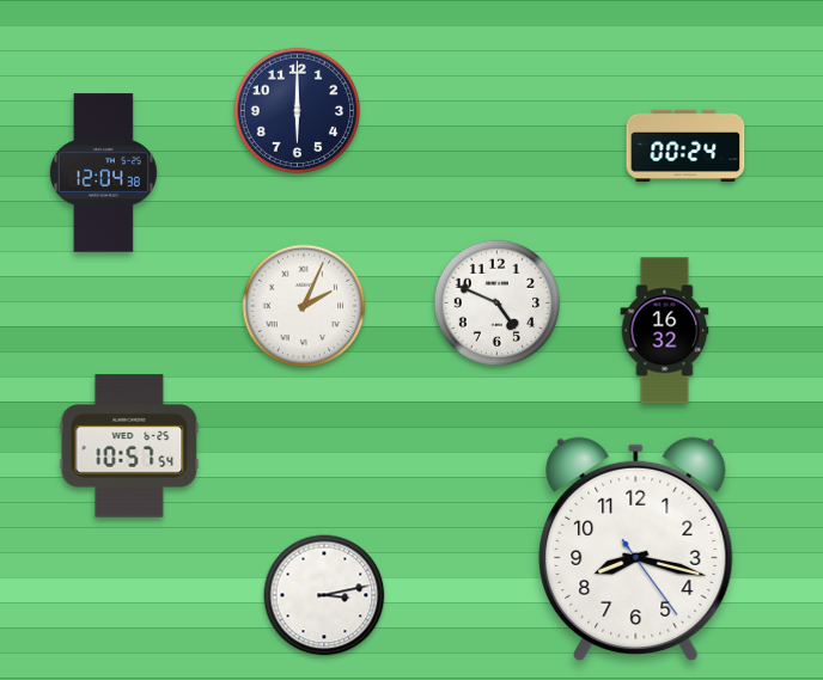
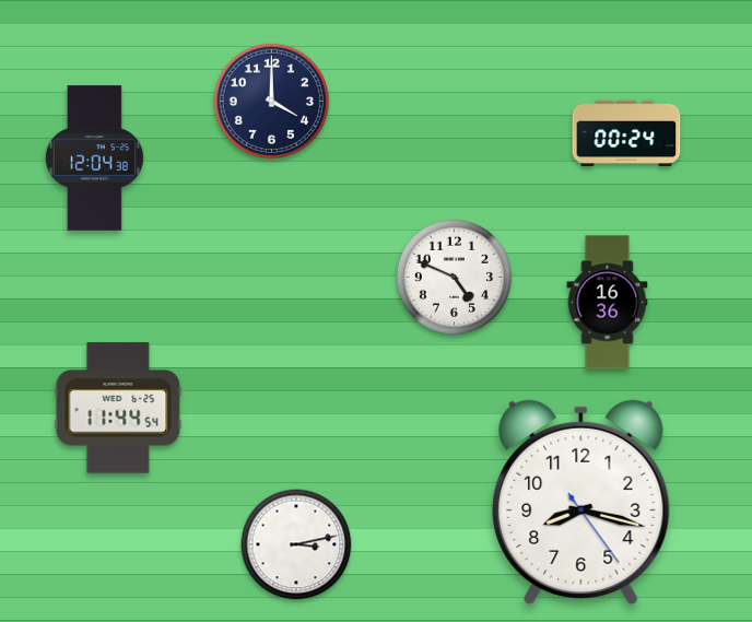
clock at (297, 110): 6:00 -> 4:00
clock at (304, 306): 2:04 -> none
clock at (665, 331): 16:32 -> 16:36
clock at (129, 446): 10:57 -> 11:44
